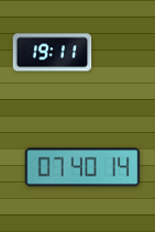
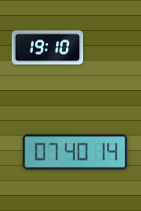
clock at (53, 53): 19:11 -> 19:10
